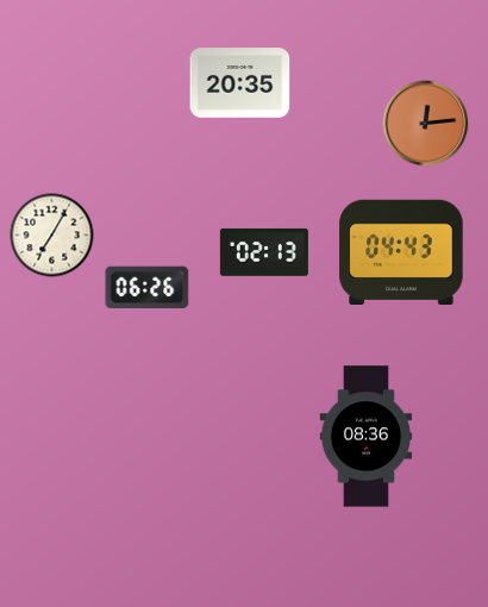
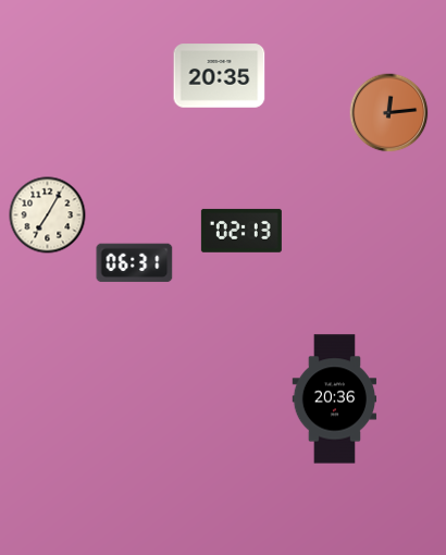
clock at (401, 251): 04:43 -> none
clock at (148, 288): 06:26 -> 06:31
clock at (367, 437): 08:36 -> 20:36
